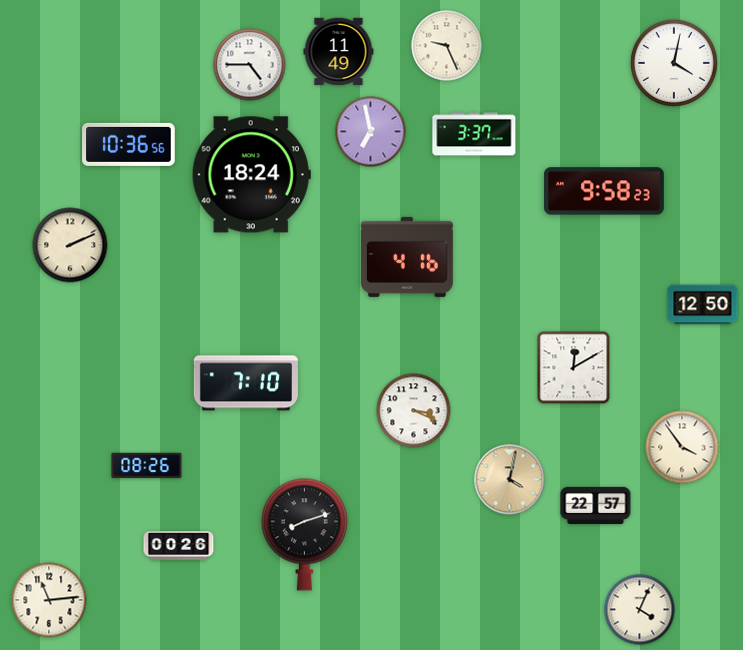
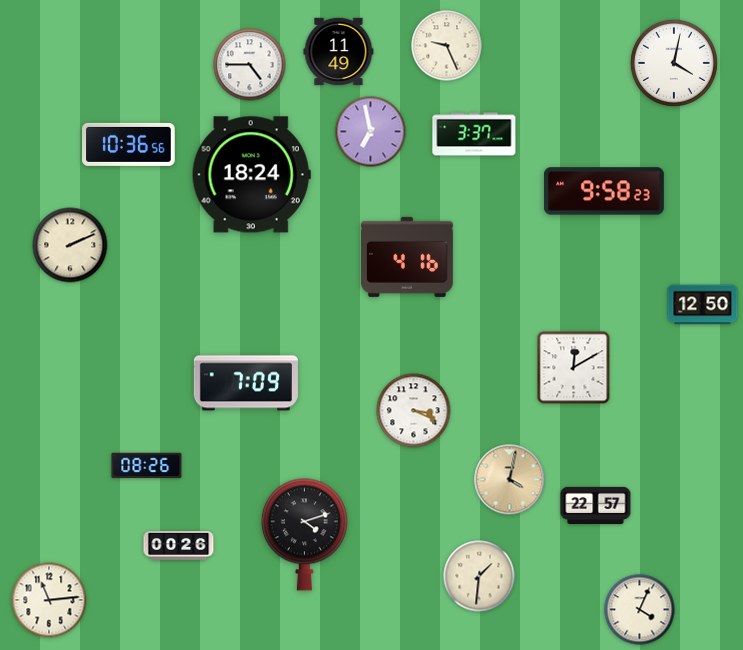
clock at (246, 383): 7:10 -> 7:09
clock at (682, 447): 3:54 -> none
clock at (304, 534): 8:12 -> 4:12
clock at (479, 576): none -> 1:31
